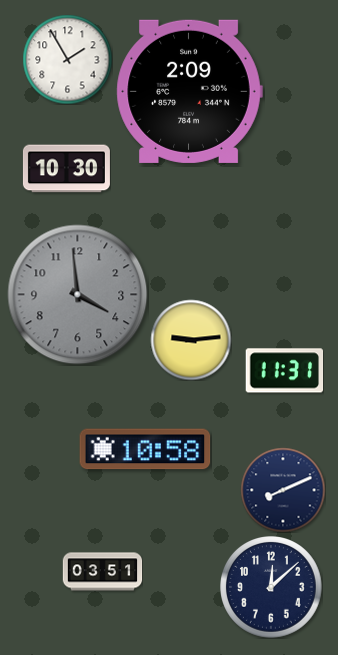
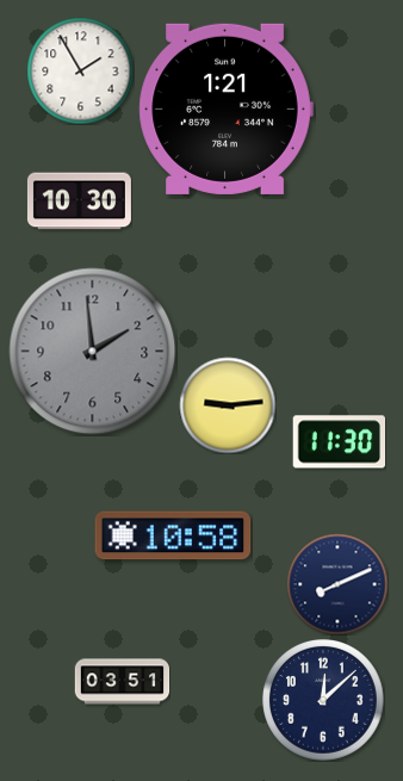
clock at (189, 91): 2:09 -> 1:21
clock at (78, 295): 3:59 -> 1:59
clock at (284, 371): 11:31 -> 11:30
